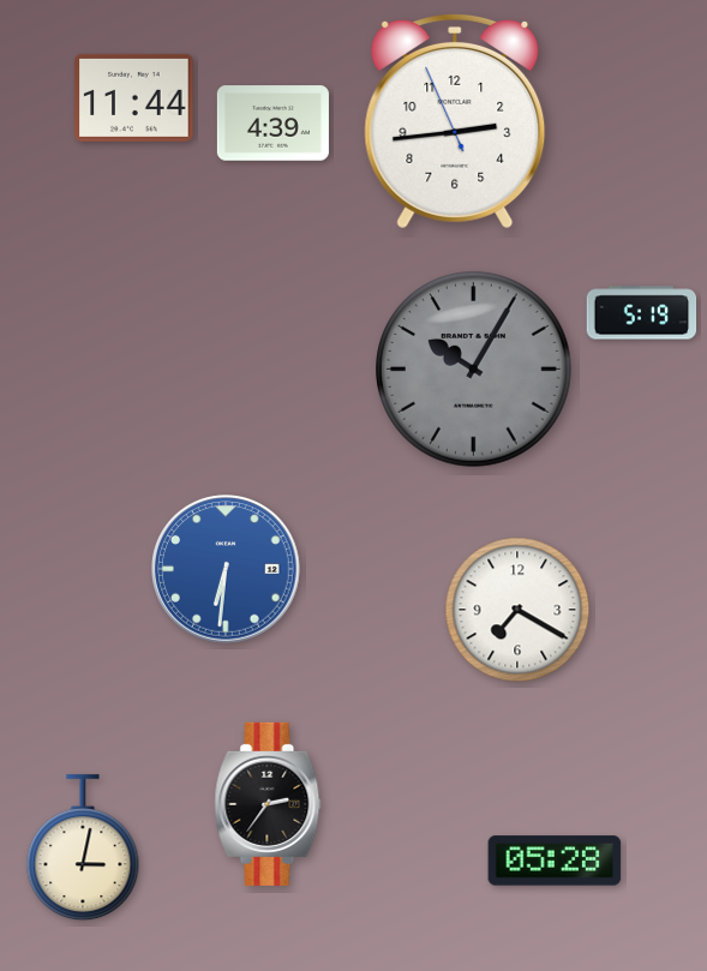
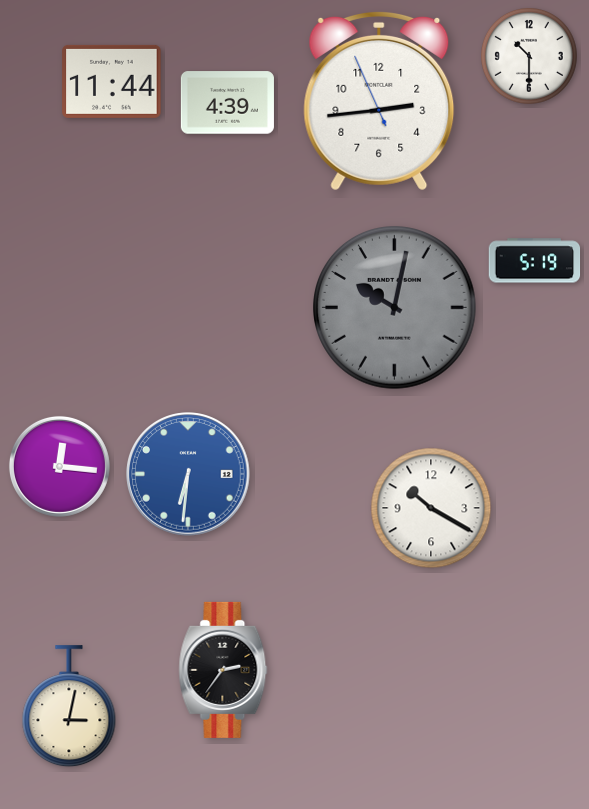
clock at (530, 57): none -> 10:30
clock at (474, 370): 10:05 -> 10:02
clock at (59, 466): none -> 12:16
clock at (517, 610): 7:20 -> 10:20
clock at (555, 861): 05:28 -> none
